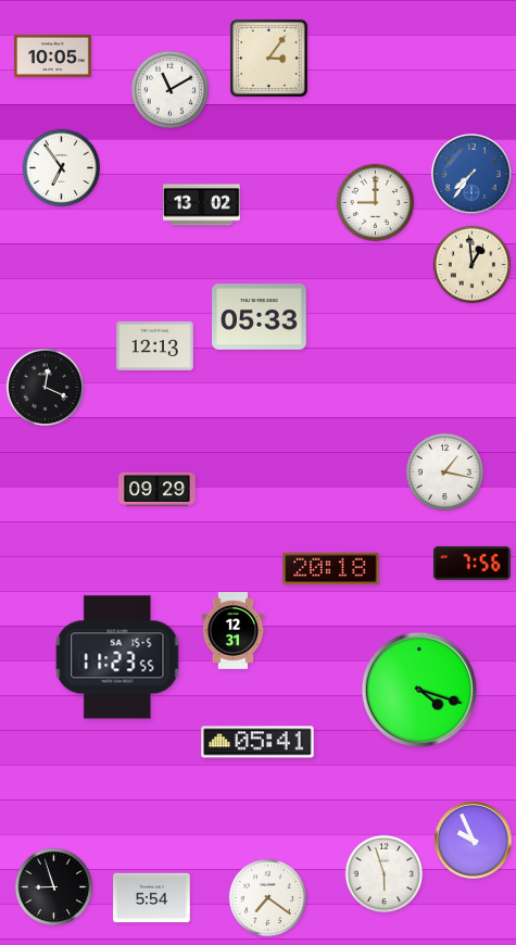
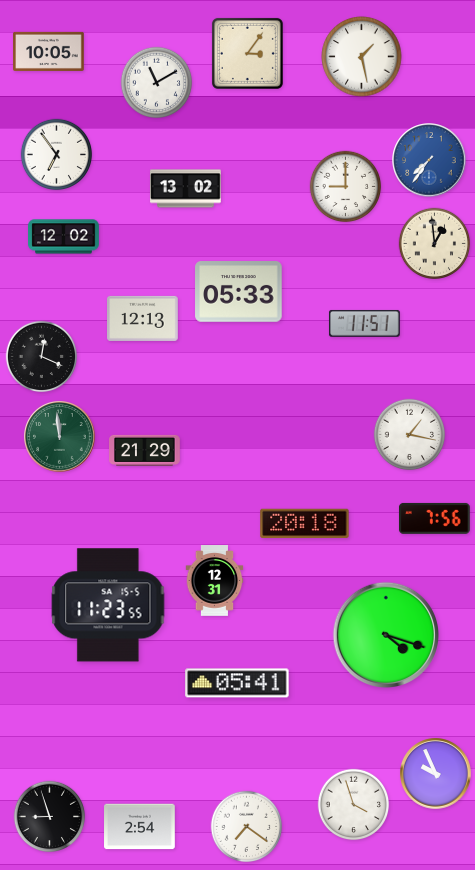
clock at (362, 57): none -> 1:28
clock at (471, 174) position: (471, 174) -> (429, 160)
clock at (64, 237): none -> 12:02
clock at (364, 323): none -> 11:51
clock at (60, 437): none -> 11:59
clock at (158, 489): 09:29 -> 21:29
clock at (385, 874): 5:57 -> 3:57
clock at (152, 898): 5:54 -> 2:54
